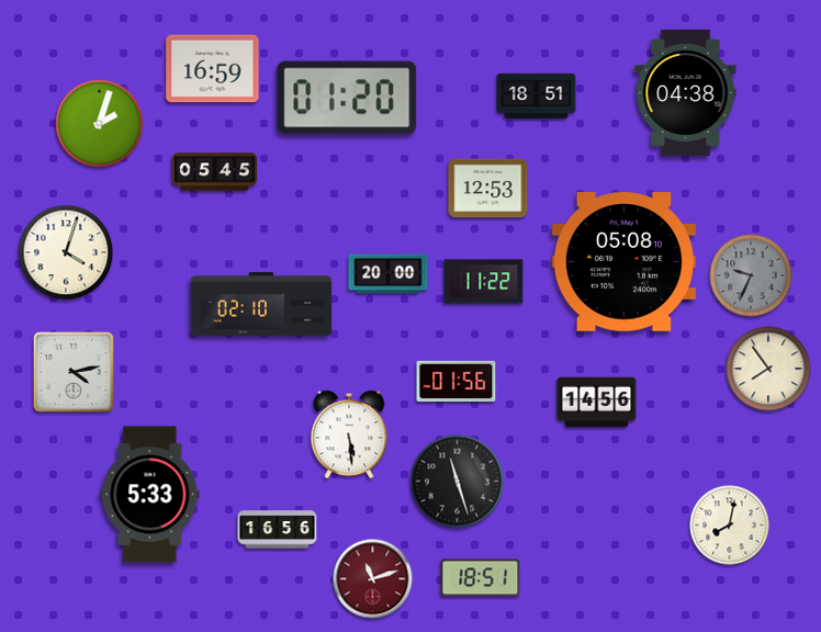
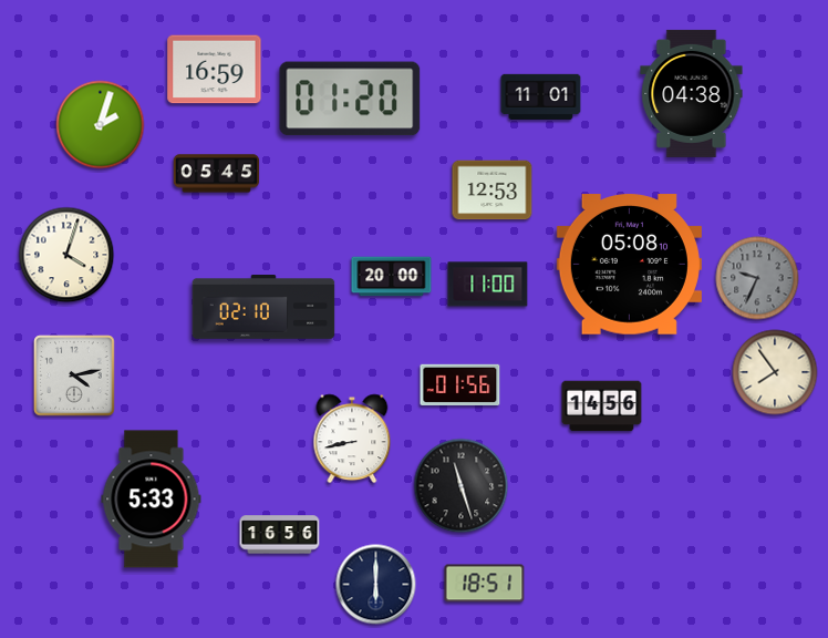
clock at (537, 95): 18:51 -> 11:01
clock at (484, 282): 11:22 -> 11:00
clock at (349, 435): 5:29 -> 8:43
clock at (730, 526): 8:02 -> none
clock at (373, 579): 11:12 -> 6:00
clock at (373, 579) dial: burgundy -> navy
